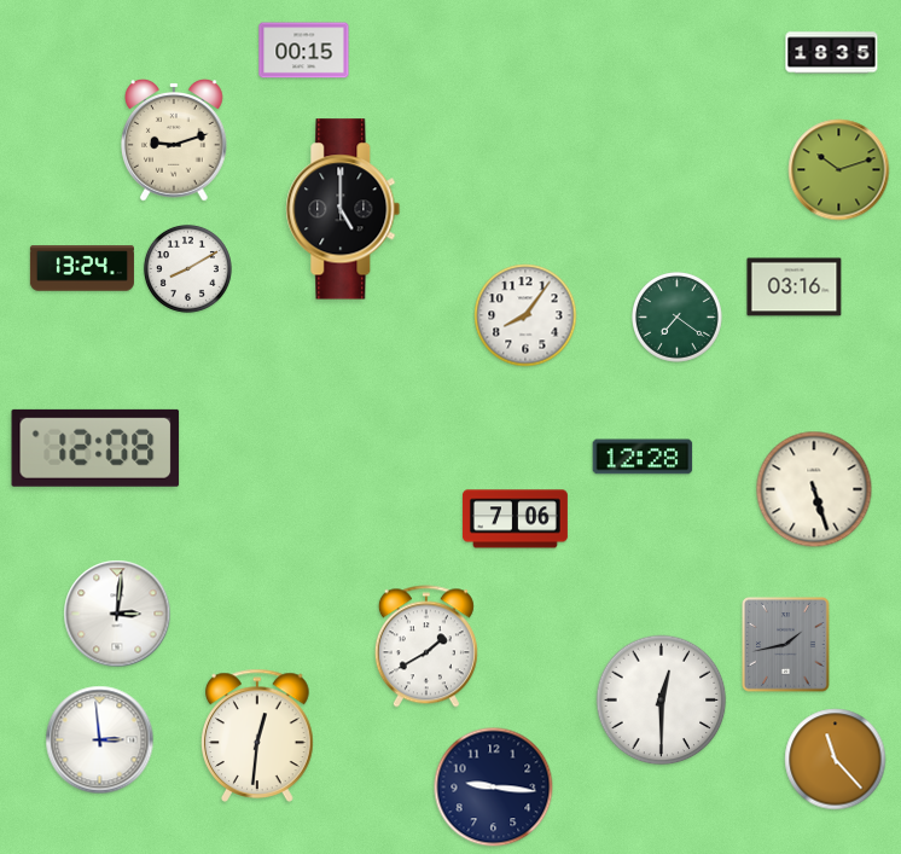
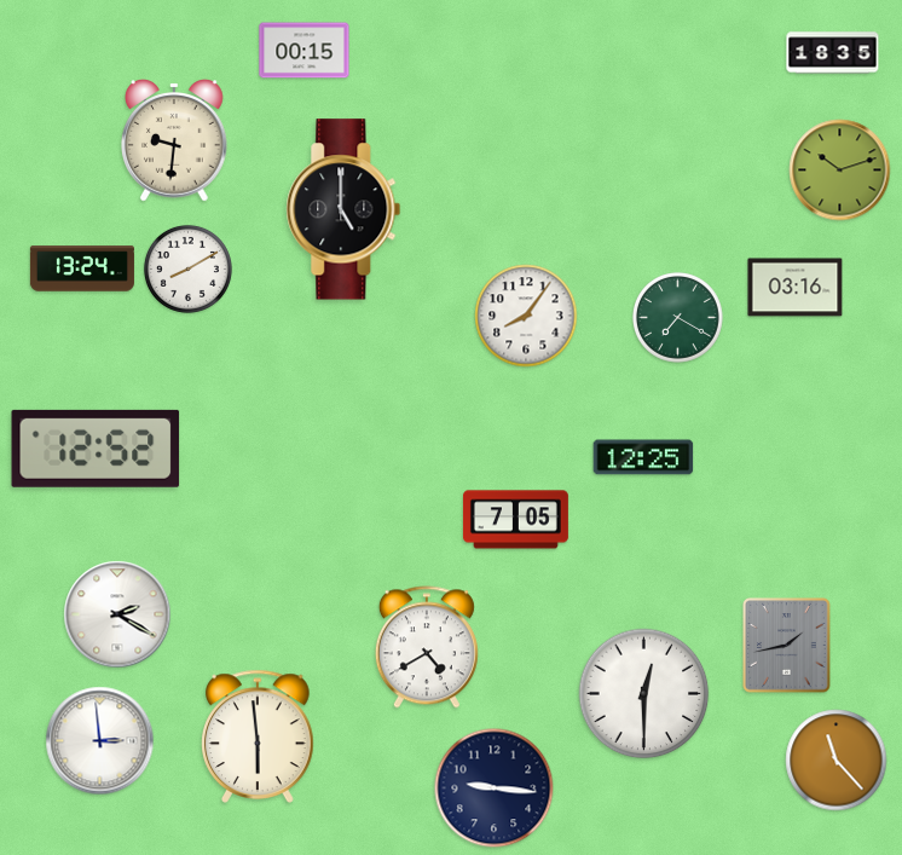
clock at (175, 140): 9:12 -> 9:31
clock at (678, 318): 7:21 -> 7:20
clock at (95, 448): 12:08 -> 12:52
clock at (643, 457): 12:28 -> 12:25
clock at (814, 489): 5:27 -> none
clock at (515, 519): 7:06 -> 7:05
clock at (117, 614): 3:01 -> 2:20
clock at (426, 646): 1:40 -> 4:40
clock at (662, 701) position: (662, 701) -> (644, 694)
clock at (257, 736): 12:31 -> 5:59
